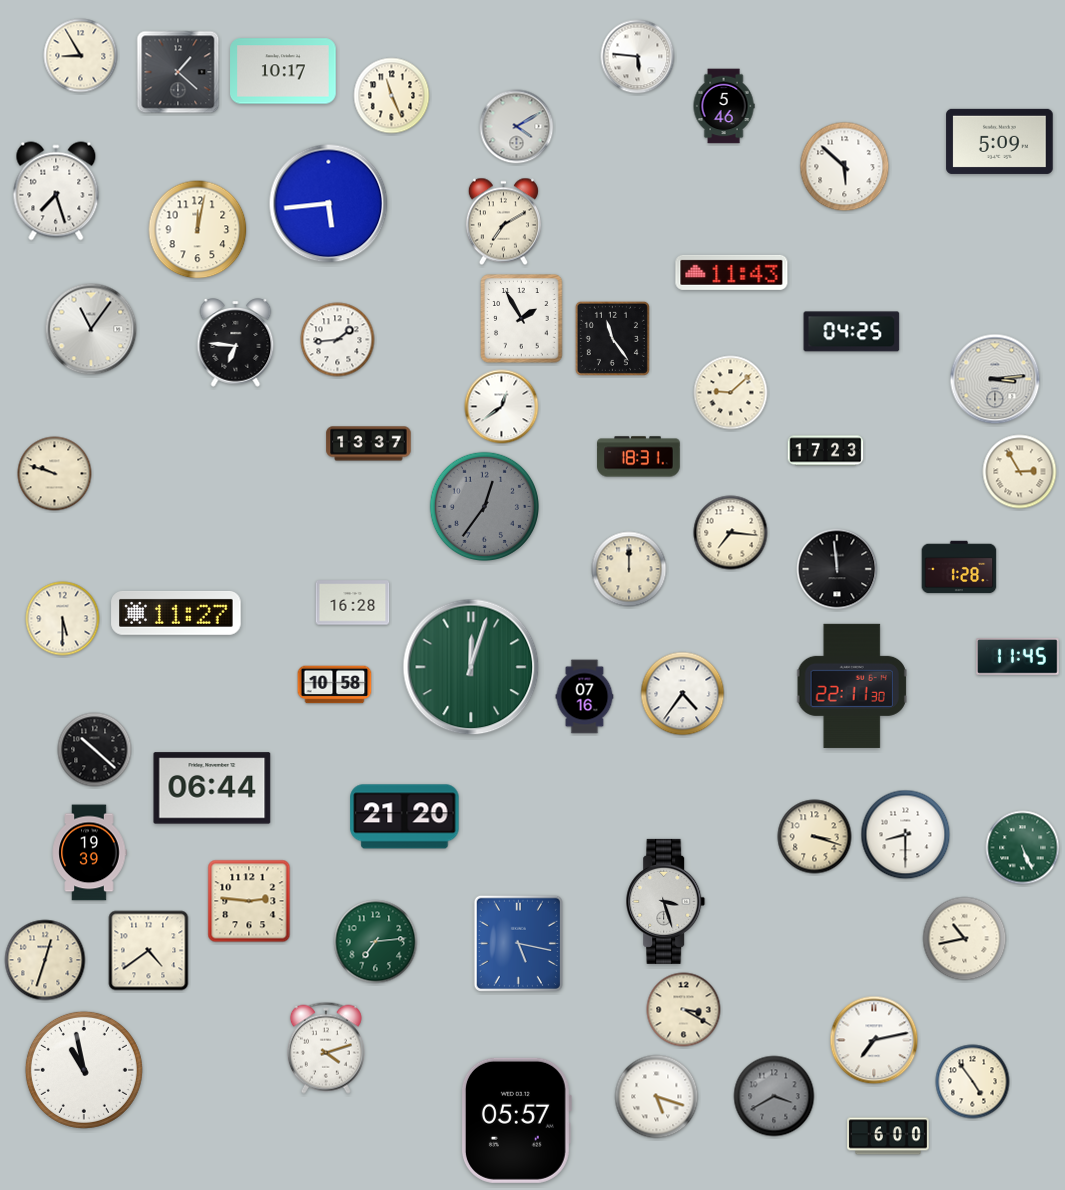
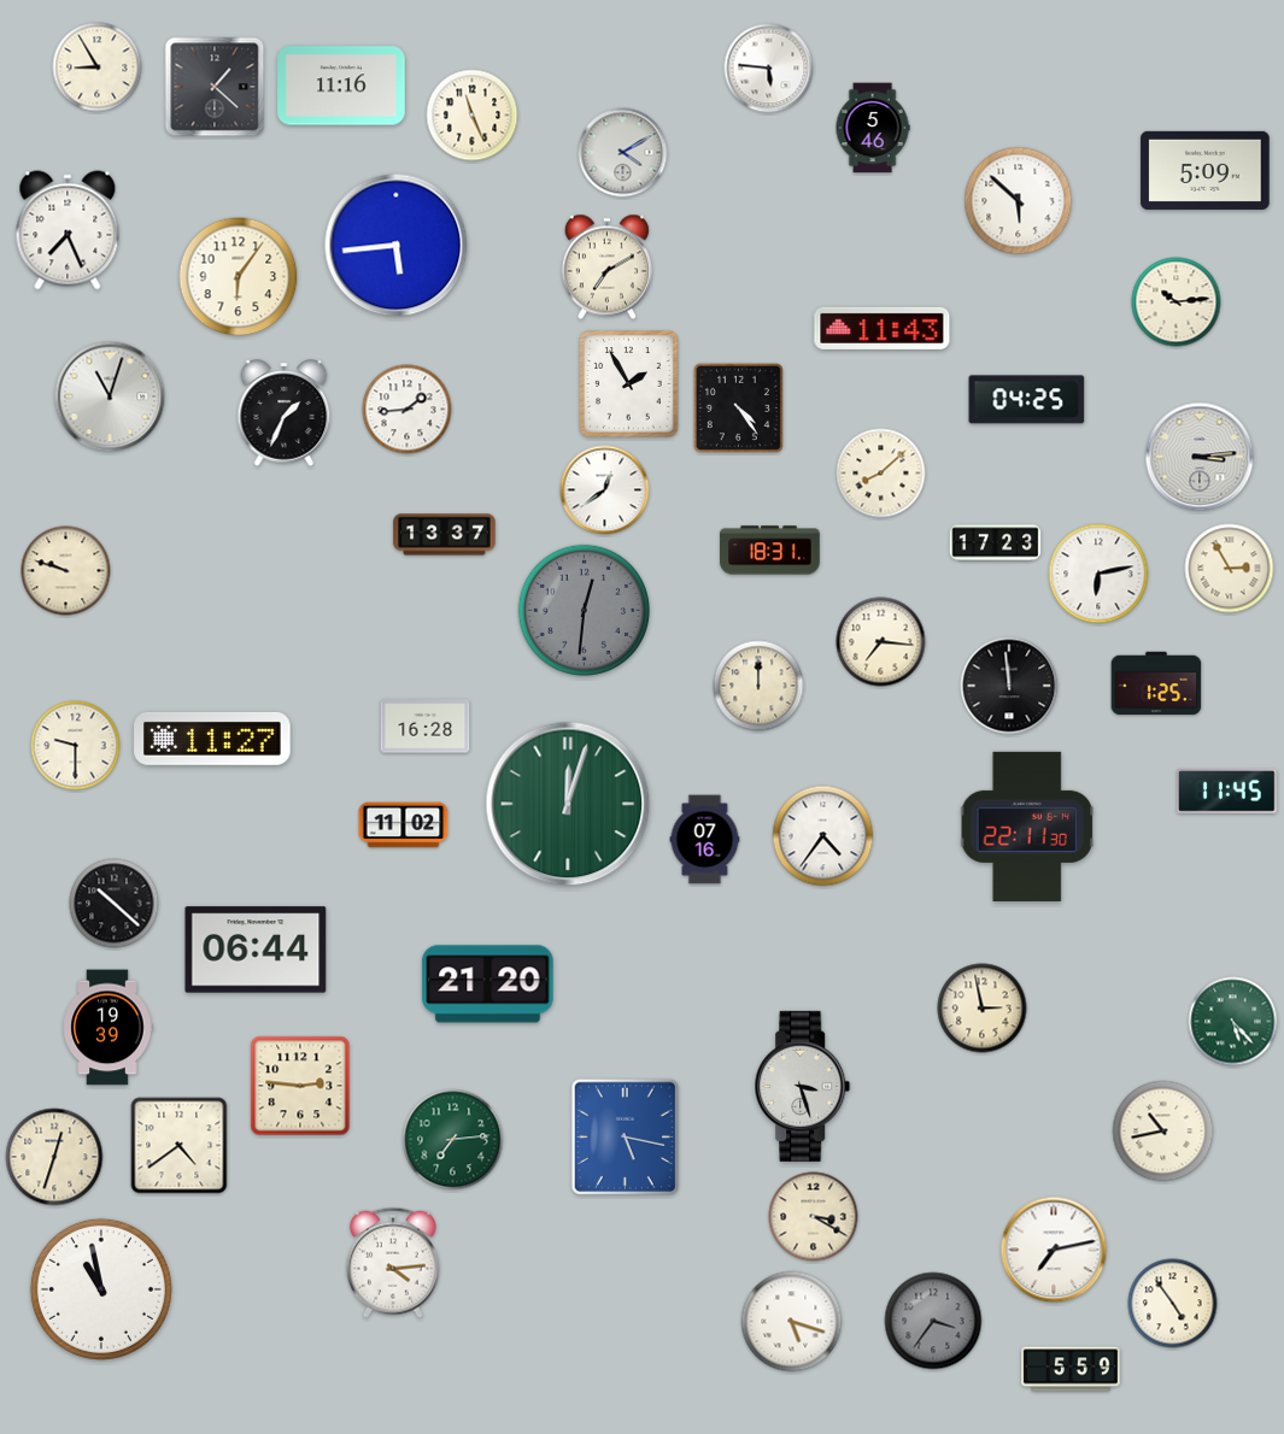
clock at (283, 71): 10:17 -> 11:16
clock at (56, 191): 7:27 -> 7:26
clock at (198, 230): 12:02 -> 6:06
clock at (1177, 302): none -> 10:14
clock at (91, 329): 11:06 -> 11:03
clock at (612, 338): 11:24 -> 4:24
clock at (236, 343): 6:46 -> 1:34
clock at (731, 393): 9:08 -> 8:08
clock at (1098, 574): none -> 6:13
clock at (484, 506): 12:36 -> 12:31
clock at (959, 567): 1:28 -> 1:25
clock at (63, 619): 5:30 -> 9:30
clock at (335, 685): 10:58 -> 11:02
clock at (906, 835): 8:30 -> none
clock at (815, 837): 3:18 -> 2:58
clock at (1023, 848): 5:26 -> 5:23
clock at (376, 942) position: (376, 942) -> (453, 1140)
clock at (684, 1010) position: (684, 1010) -> (814, 1217)
clock at (874, 1040) position: (874, 1040) -> (1054, 1250)
clock at (326, 1048): 4:12 -> 4:14
clock at (774, 1096): 3:40 -> 3:36
clock at (516, 1120): 05:57 -> none
clock at (889, 1136): 6:00 -> 5:59
